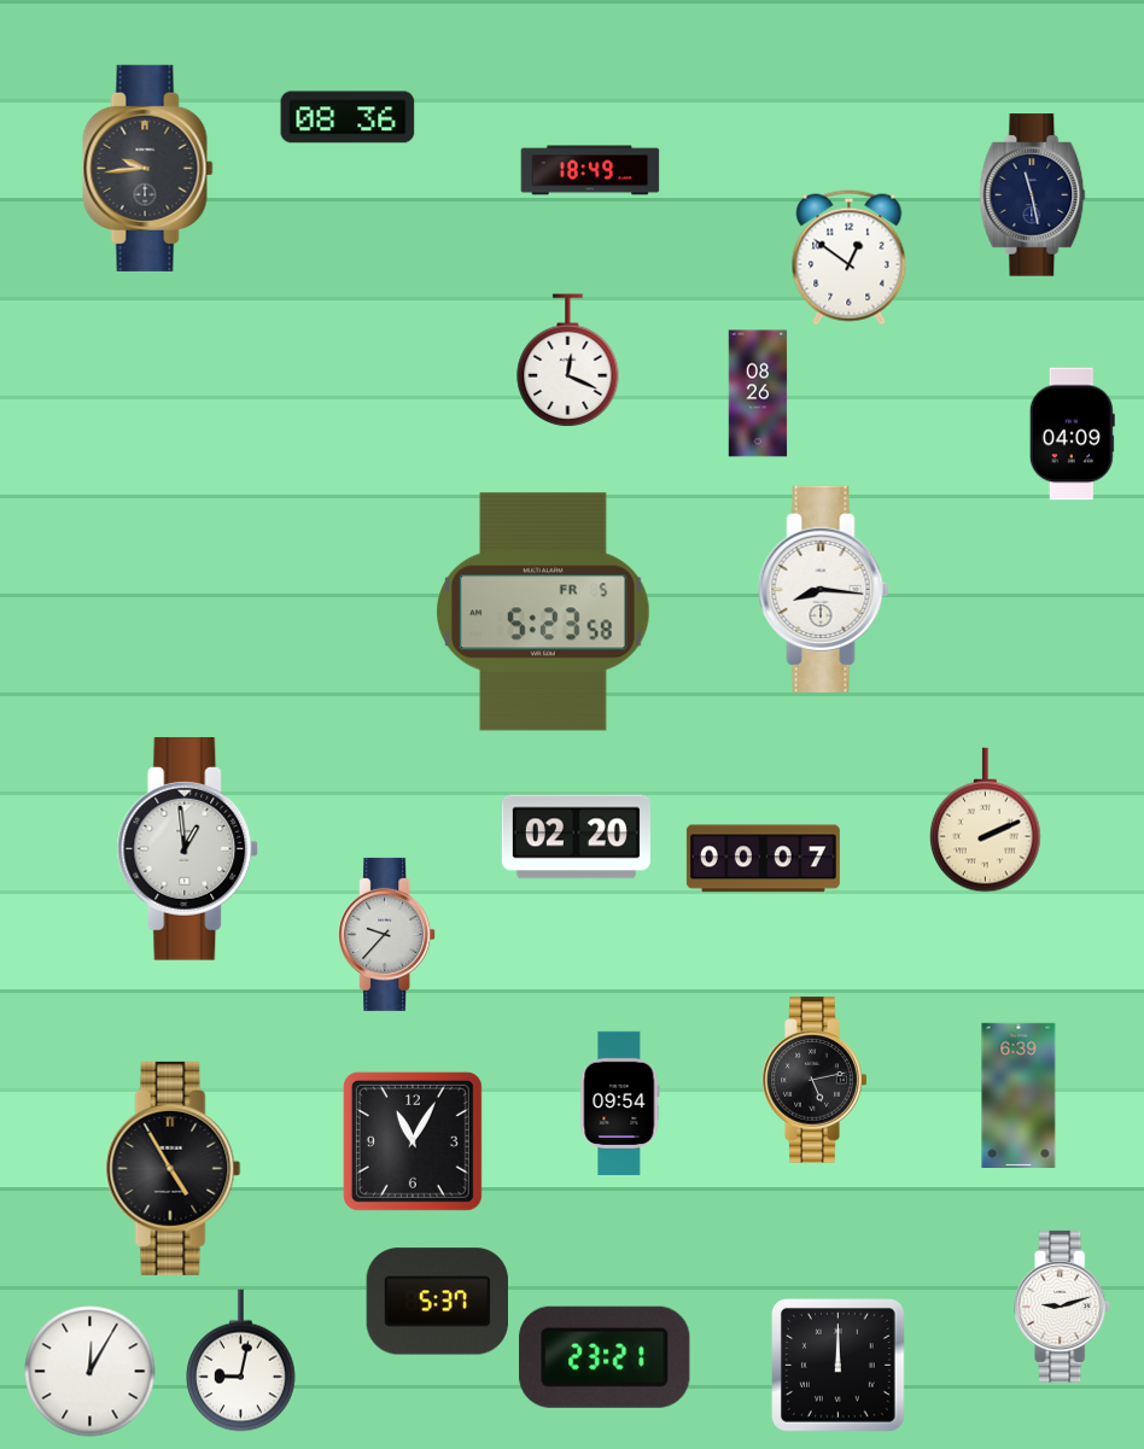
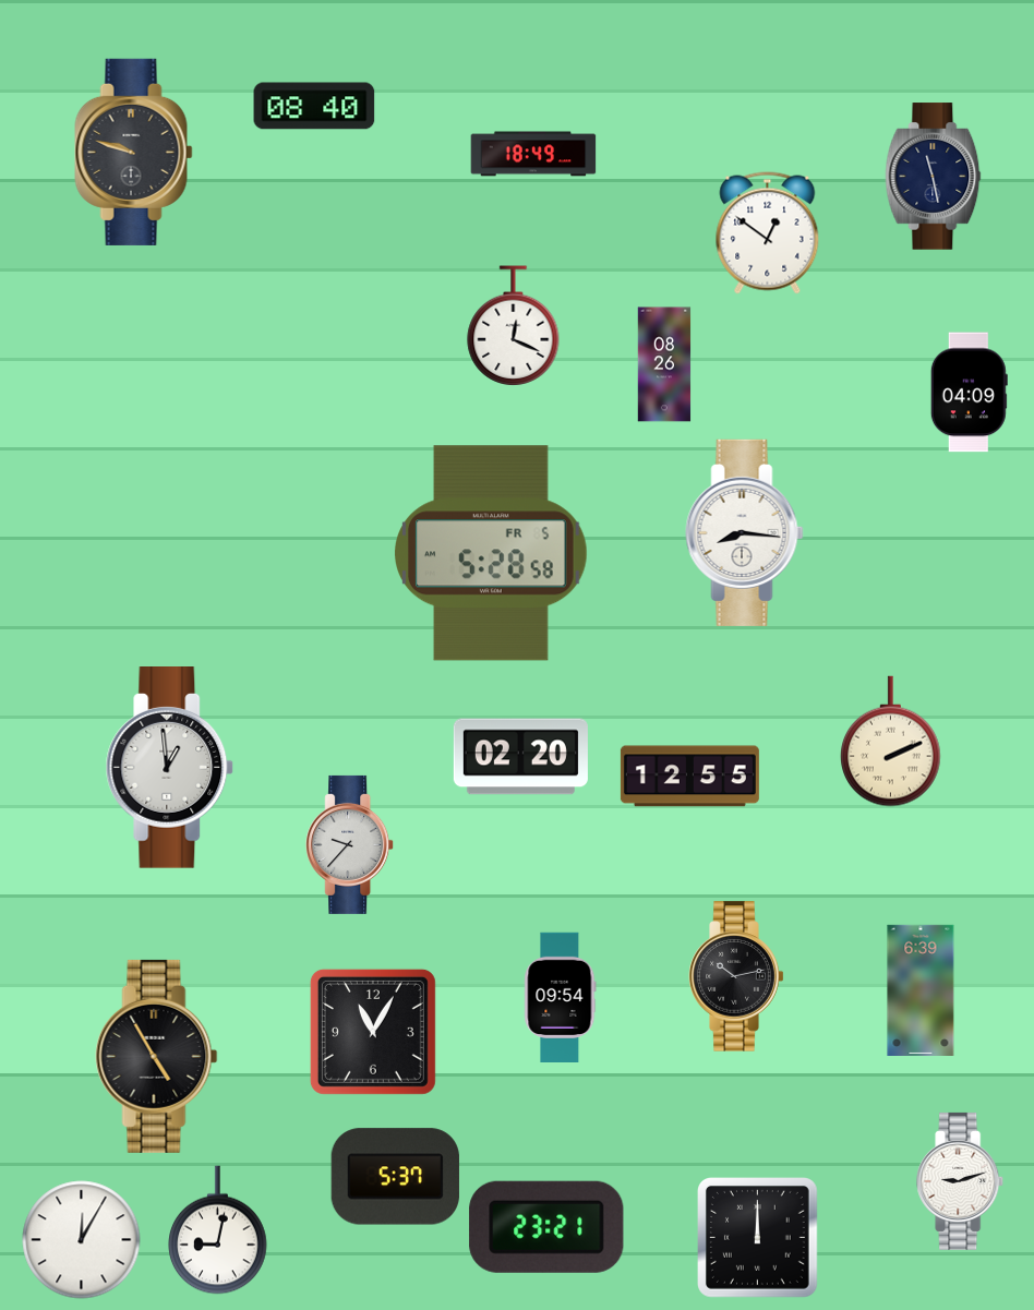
clock at (348, 117): 08:36 -> 08:40
clock at (148, 168): 9:44 -> 9:48
clock at (758, 393) position: (758, 393) -> (664, 364)
clock at (544, 612): 5:23 -> 5:28
clock at (763, 859): 00:07 -> 12:55
clock at (815, 1080): 5:13 -> 10:13
clock at (839, 1366) position: (839, 1366) -> (758, 1238)
